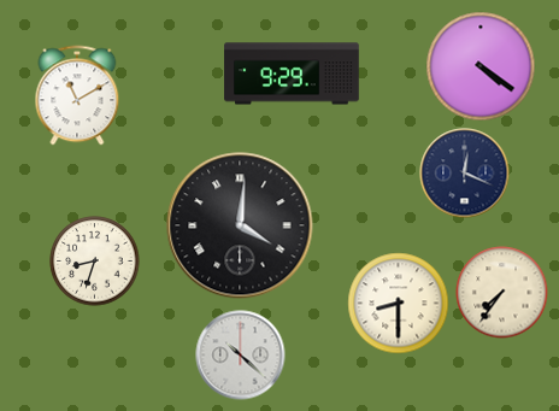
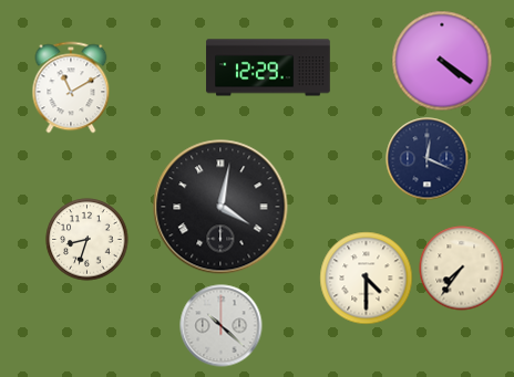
clock at (292, 74): 9:29 -> 12:29
clock at (240, 225): 4:01 -> 4:02
clock at (399, 304): 8:30 -> 4:30
